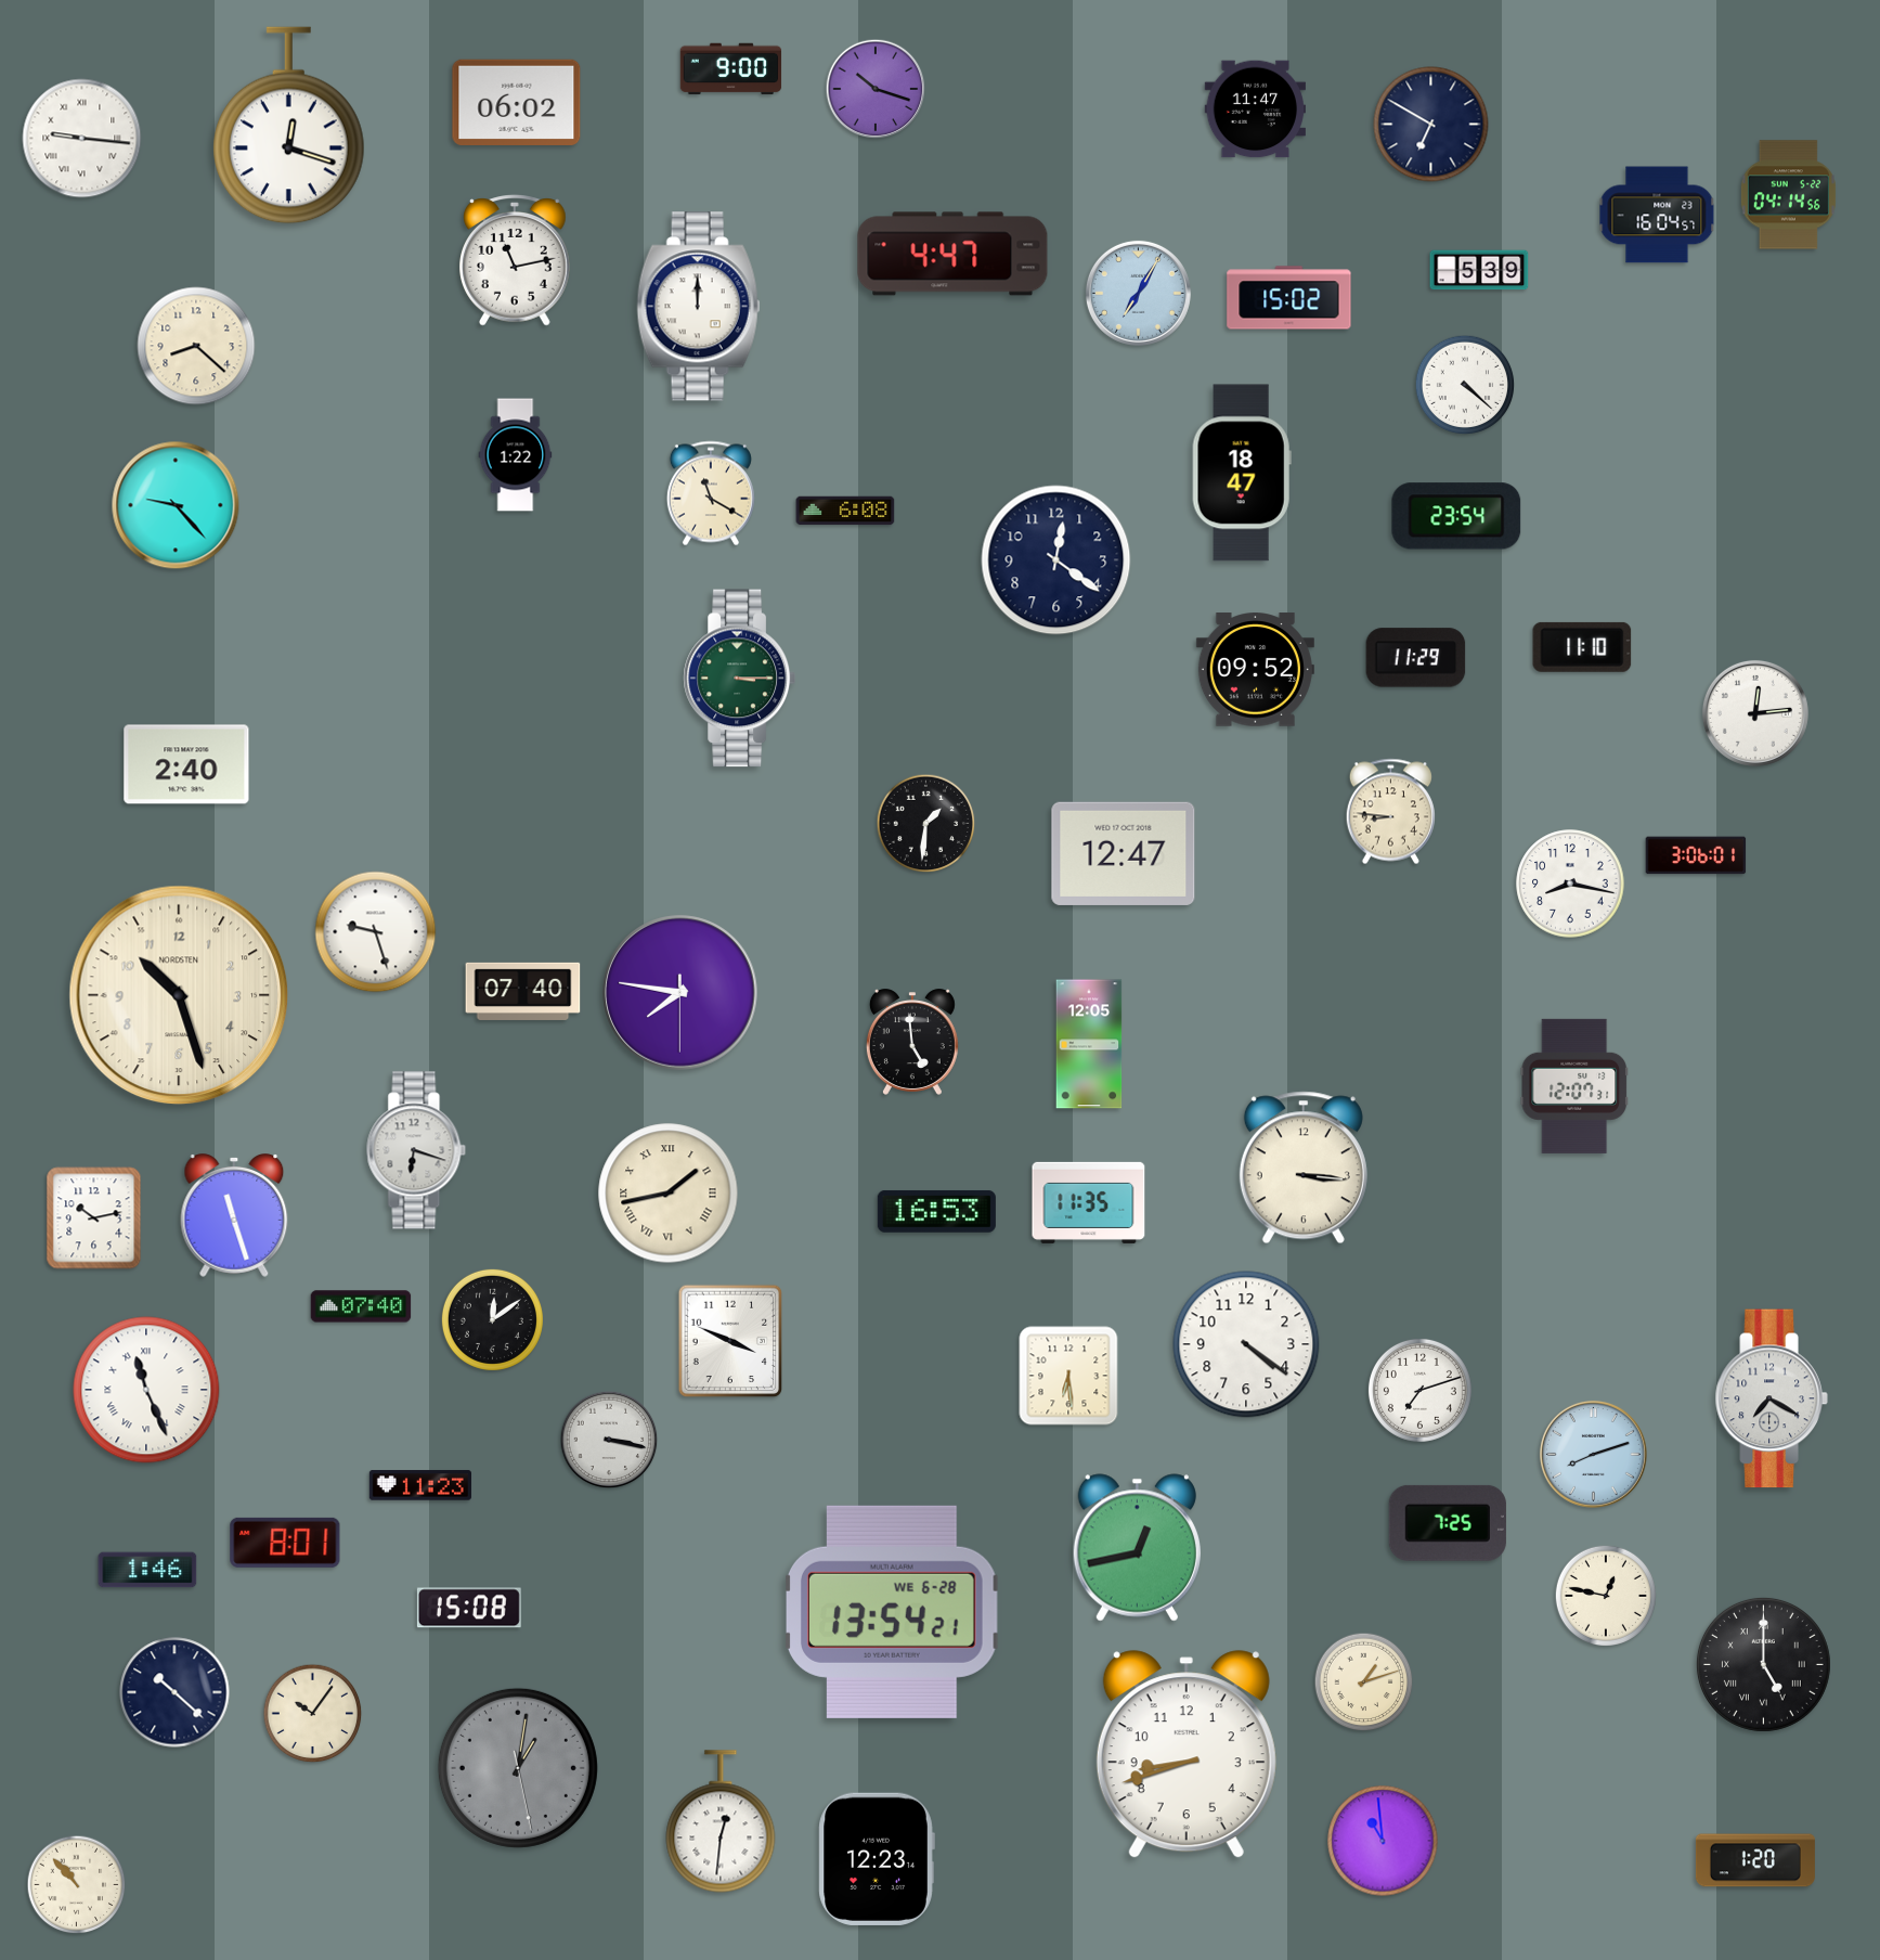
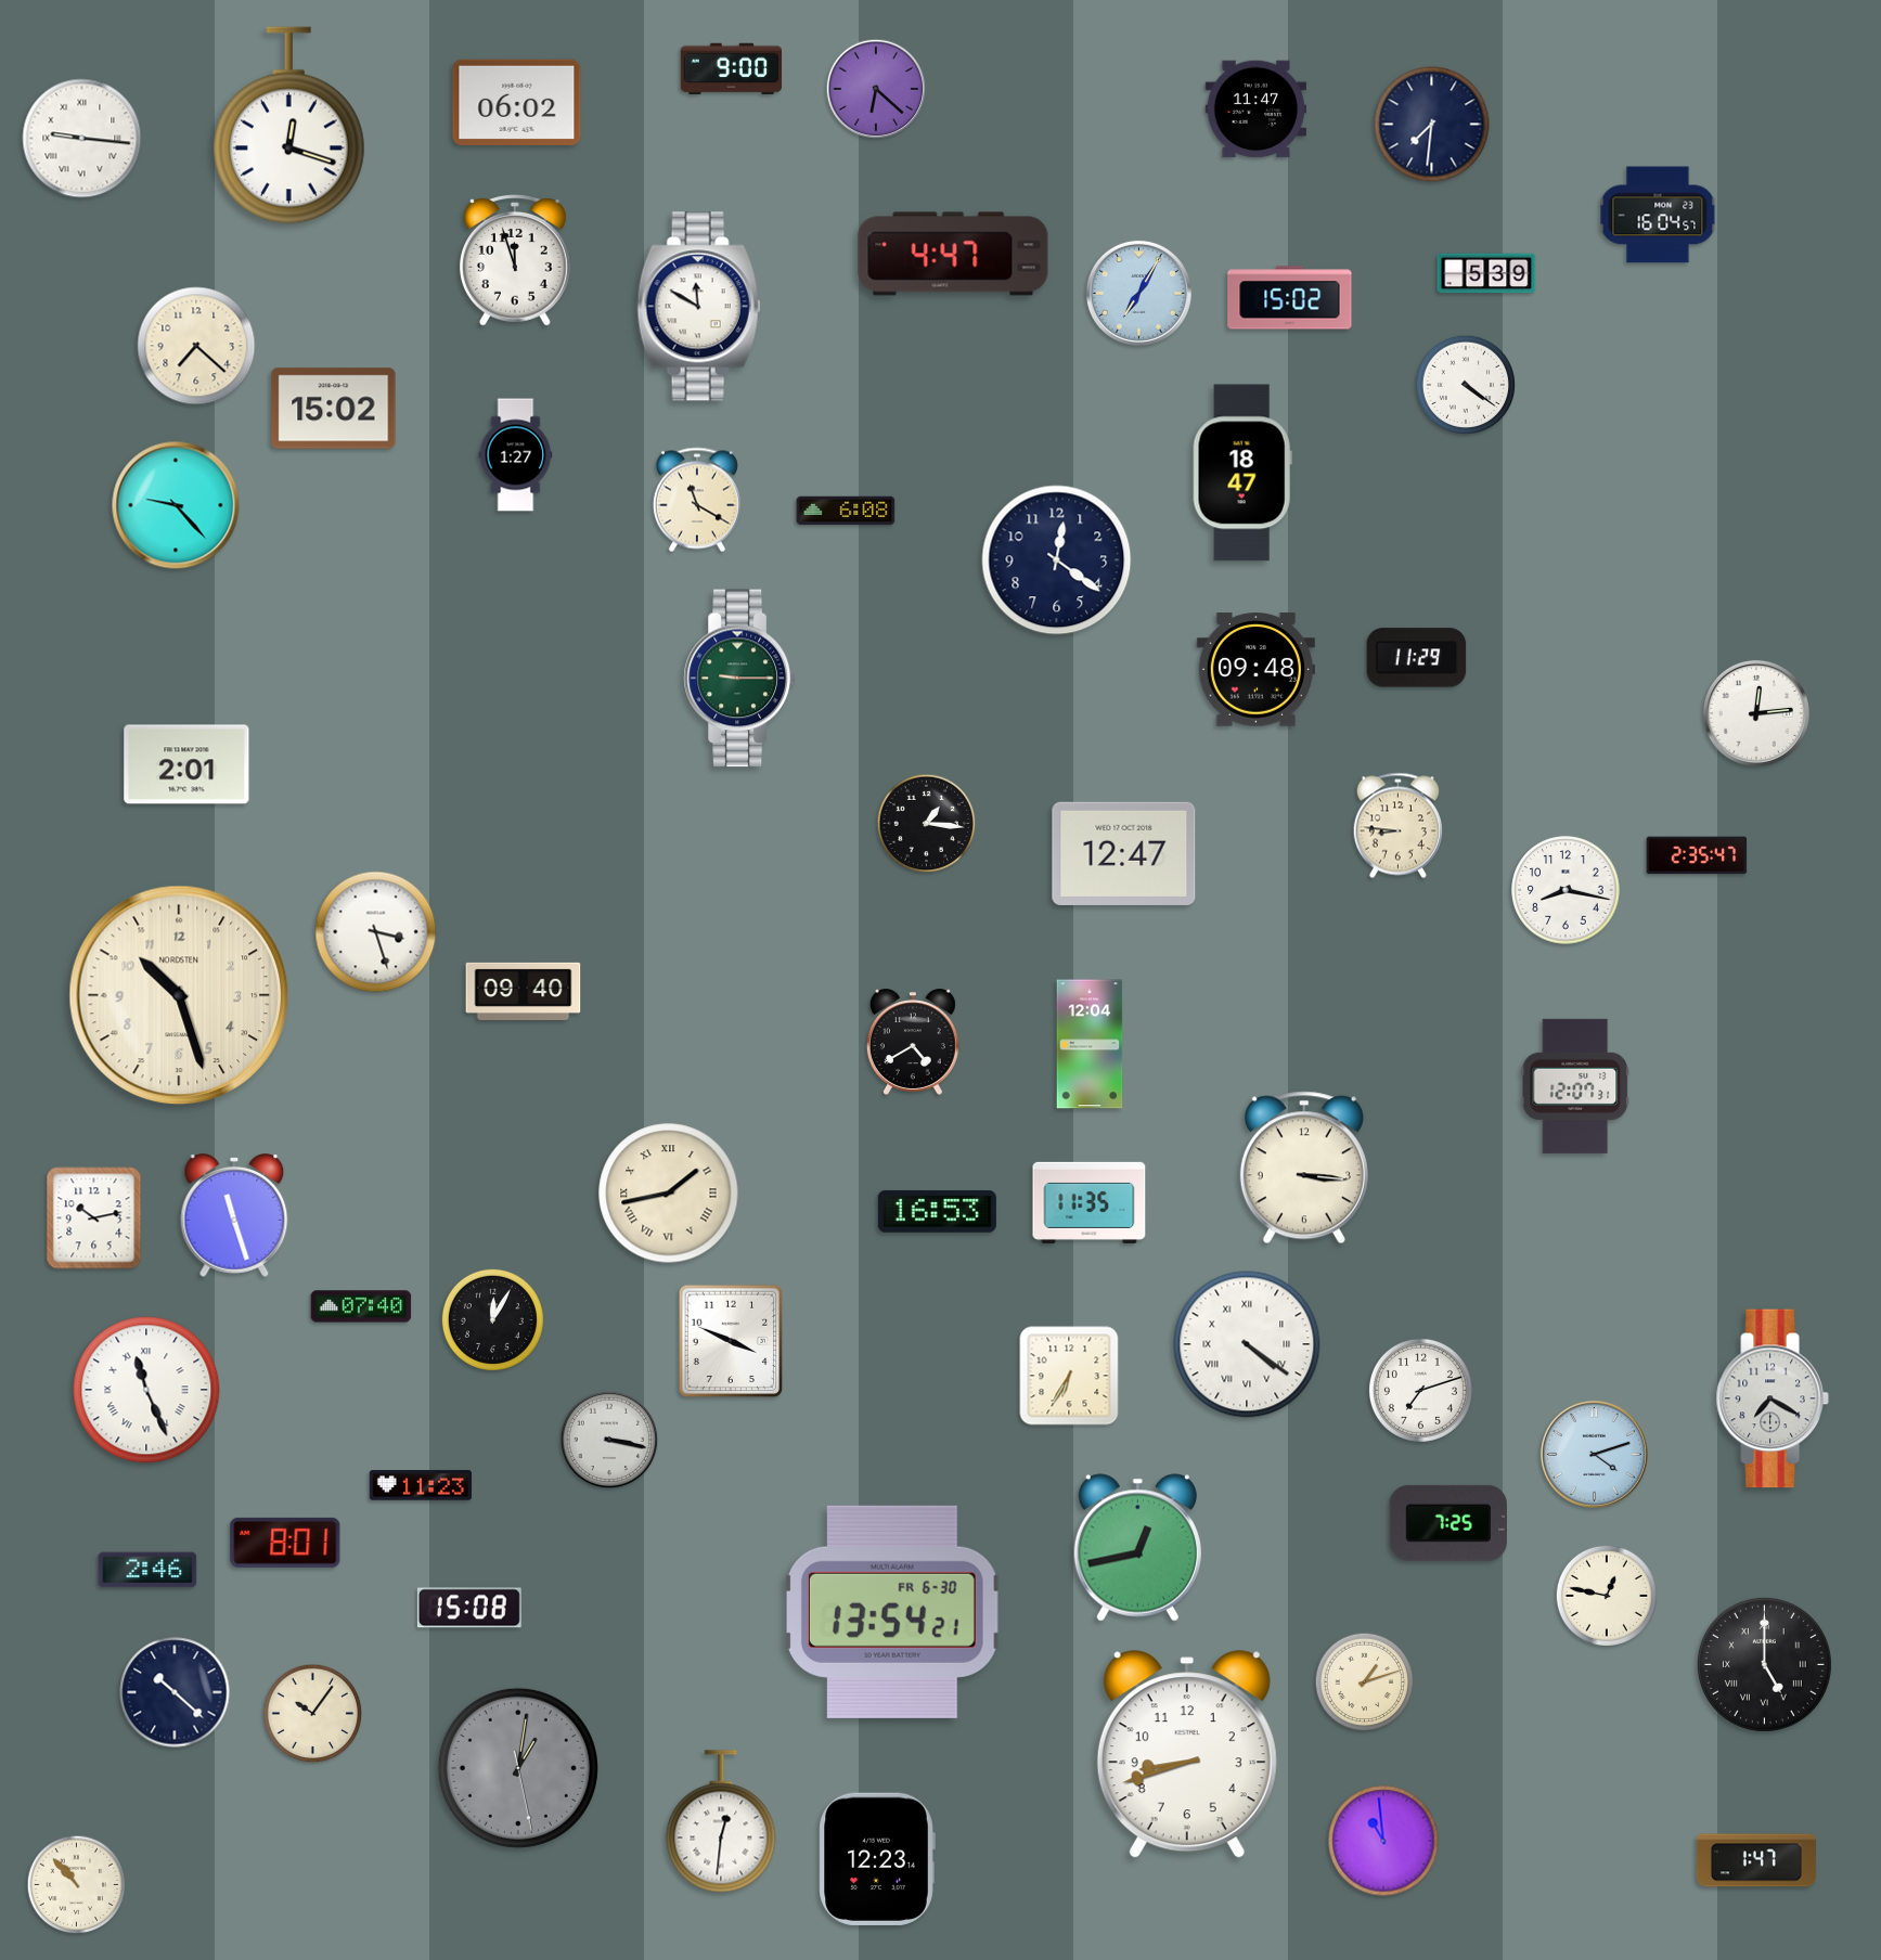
clock at (876, 89): 10:18 -> 6:22
clock at (1431, 125): 6:50 -> 7:31
clock at (1788, 195): 04:14 -> none
clock at (515, 260): 11:13 -> 11:57
clock at (1479, 270) position: (1479, 270) -> (1486, 273)
clock at (699, 307): 12:00 -> 11:50
clock at (196, 346): 8:22 -> 7:22
clock at (1465, 385): 4:22 -> 4:21
clock at (334, 409): none -> 15:02
clock at (516, 455): 1:22 -> 1:27
clock at (711, 493) position: (711, 493) -> (697, 500)
clock at (1456, 516): 23:54 -> none
clock at (1582, 647): 11:10 -> none
clock at (1255, 670): 09:52 -> 09:48
clock at (739, 679): 3:15 -> 9:15
clock at (186, 764): 2:40 -> 2:01
clock at (1390, 812) position: (1390, 812) -> (1397, 826)
clock at (926, 824): 1:31 -> 1:16
clock at (1696, 855): 3:06 -> 2:35
clock at (1570, 884) position: (1570, 884) -> (1566, 890)
clock at (376, 932): 9:27 -> 3:27
clock at (523, 991): 07:40 -> 09:40
clock at (680, 993): 7:46 -> none
clock at (912, 1042): 4:59 -> 4:40
clock at (1089, 1044): 12:05 -> 12:04
clock at (416, 1150): 6:18 -> none
clock at (492, 1319): 12:09 -> 12:05
clock at (1246, 1344) numerals: Arabic -> Roman
clock at (1068, 1376): 6:29 -> 6:35
clock at (1593, 1454): 8:12 -> 4:12
clock at (147, 1570): 1:46 -> 2:46
clock at (893, 1612) date: WE 6-28 -> FR 6-30
clock at (1755, 1860): 1:20 -> 1:47
